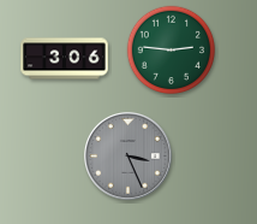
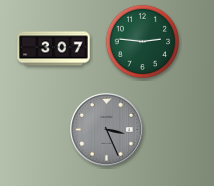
clock at (65, 59): 3:06 -> 3:07
